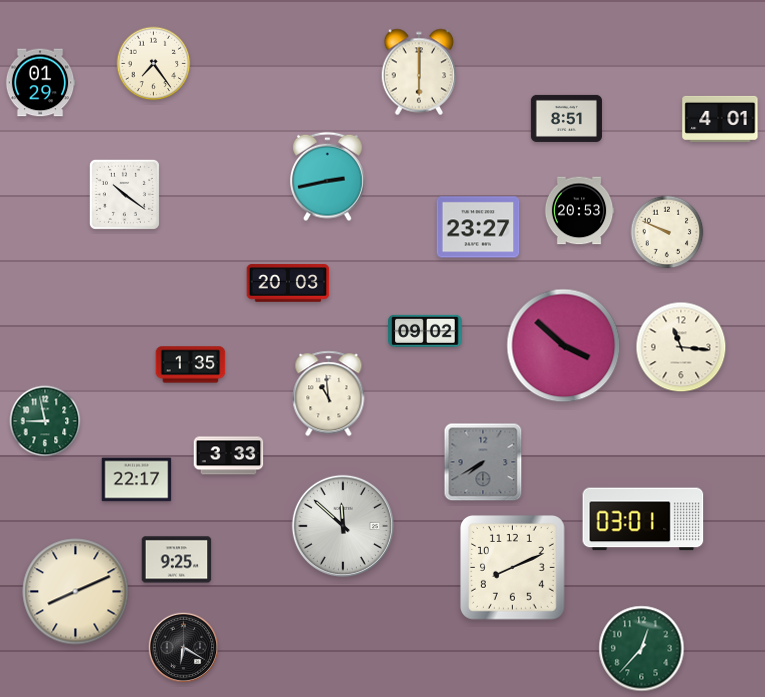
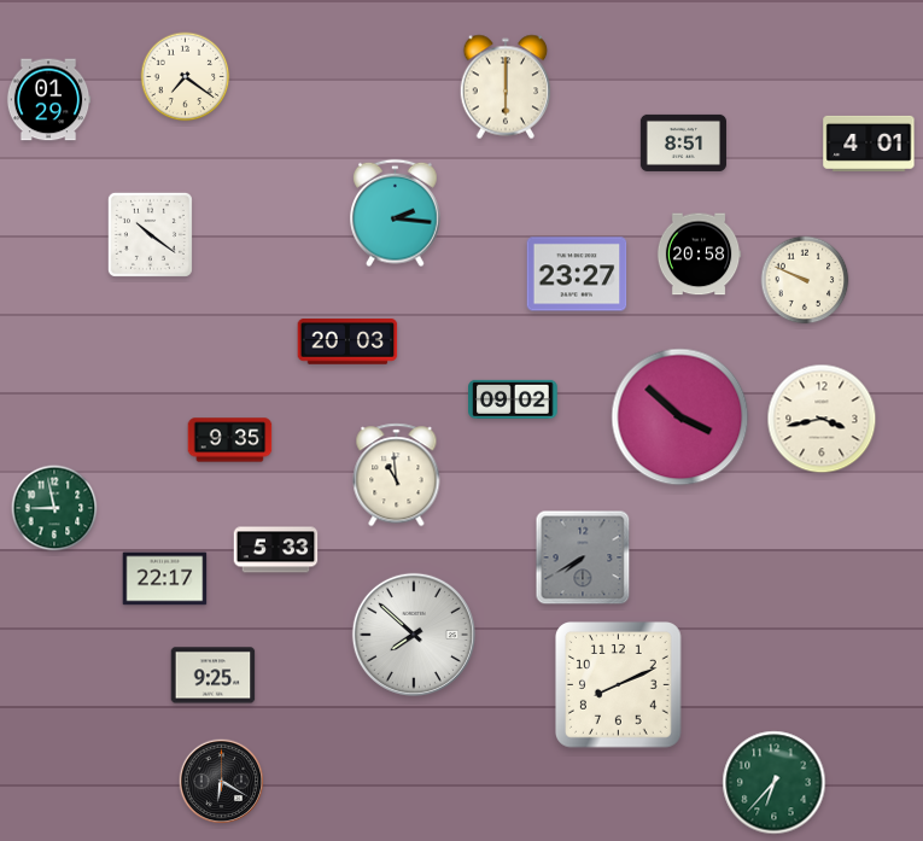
clock at (154, 64): 7:24 -> 7:21
clock at (328, 177): 2:43 -> 2:16
clock at (579, 211): 20:53 -> 20:58
clock at (681, 347): 11:16 -> 3:43
clock at (191, 365): 1:35 -> 9:35
clock at (229, 456): 3:33 -> 5:33
clock at (643, 519): 03:01 -> none
clock at (343, 526): 11:52 -> 7:52
clock at (76, 592): 8:11 -> none
clock at (642, 649): 12:37 -> 6:37
